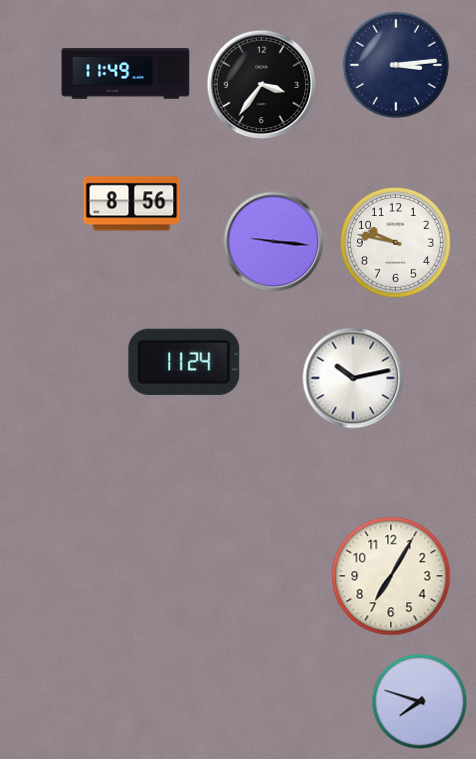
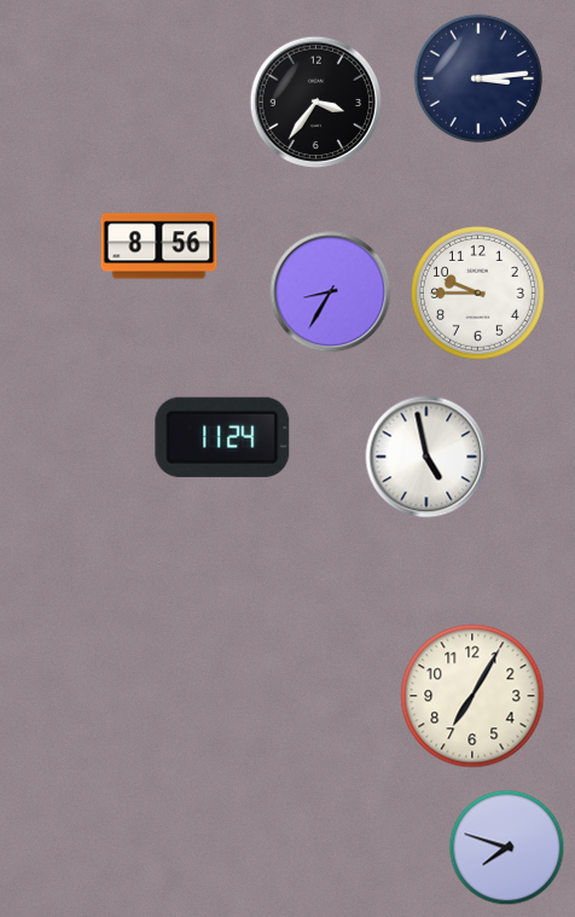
clock at (126, 74): 11:49 -> none
clock at (274, 242): 9:16 -> 8:35
clock at (395, 243): 9:47 -> 9:45
clock at (353, 378): 10:13 -> 4:58
